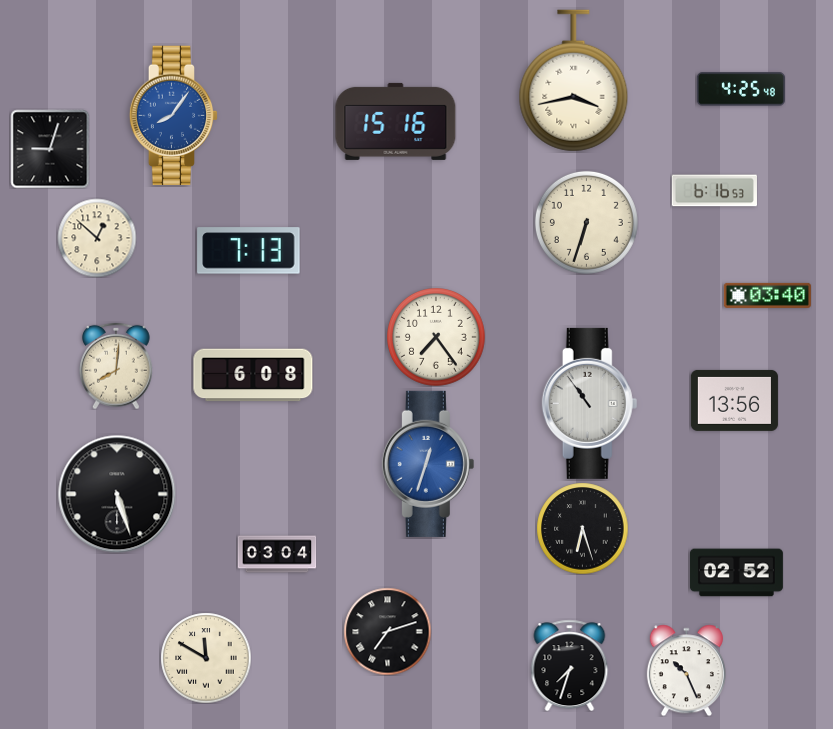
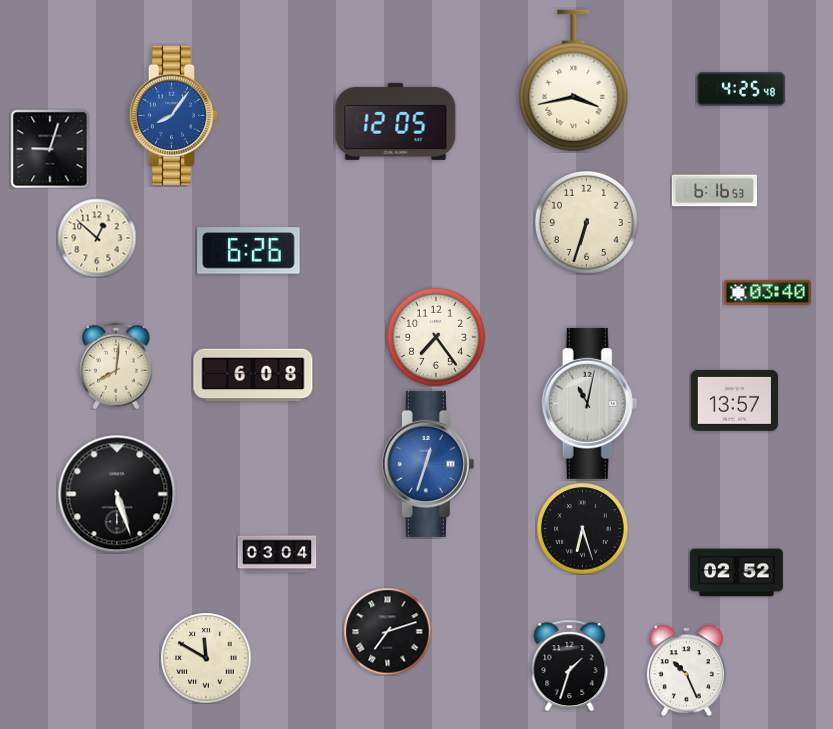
clock at (396, 121): 15:16 -> 12:05
clock at (249, 251): 7:13 -> 6:26
clock at (767, 295) position: (767, 295) -> (767, 292)
clock at (734, 400): 13:56 -> 13:57
clock at (590, 403): 10:54 -> 11:02
clock at (570, 665): 7:33 -> 1:33
